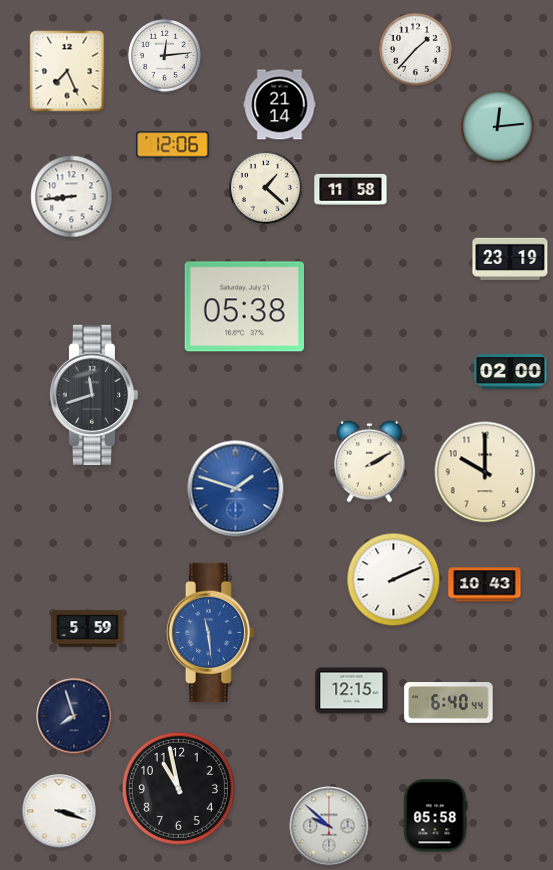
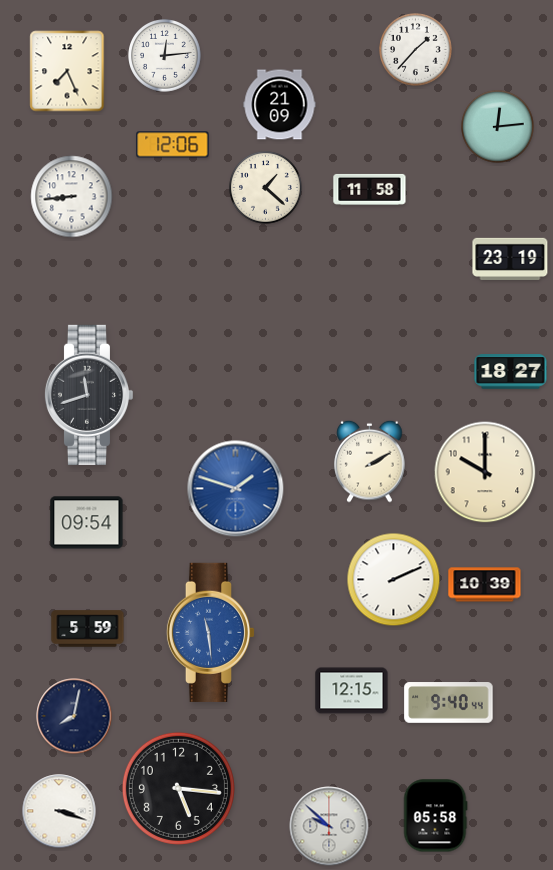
clock at (280, 105): 21:14 -> 21:09
clock at (351, 189) position: (351, 189) -> (370, 189)
clock at (244, 307): 05:38 -> none
clock at (511, 372): 02:00 -> 18:27
clock at (93, 395) position: (93, 395) -> (88, 395)
clock at (87, 523): none -> 09:54
clock at (485, 585): 10:43 -> 10:39
clock at (449, 703): 6:40 -> 9:40
clock at (74, 716): 7:57 -> 8:02
clock at (178, 788): 10:58 -> 5:16
